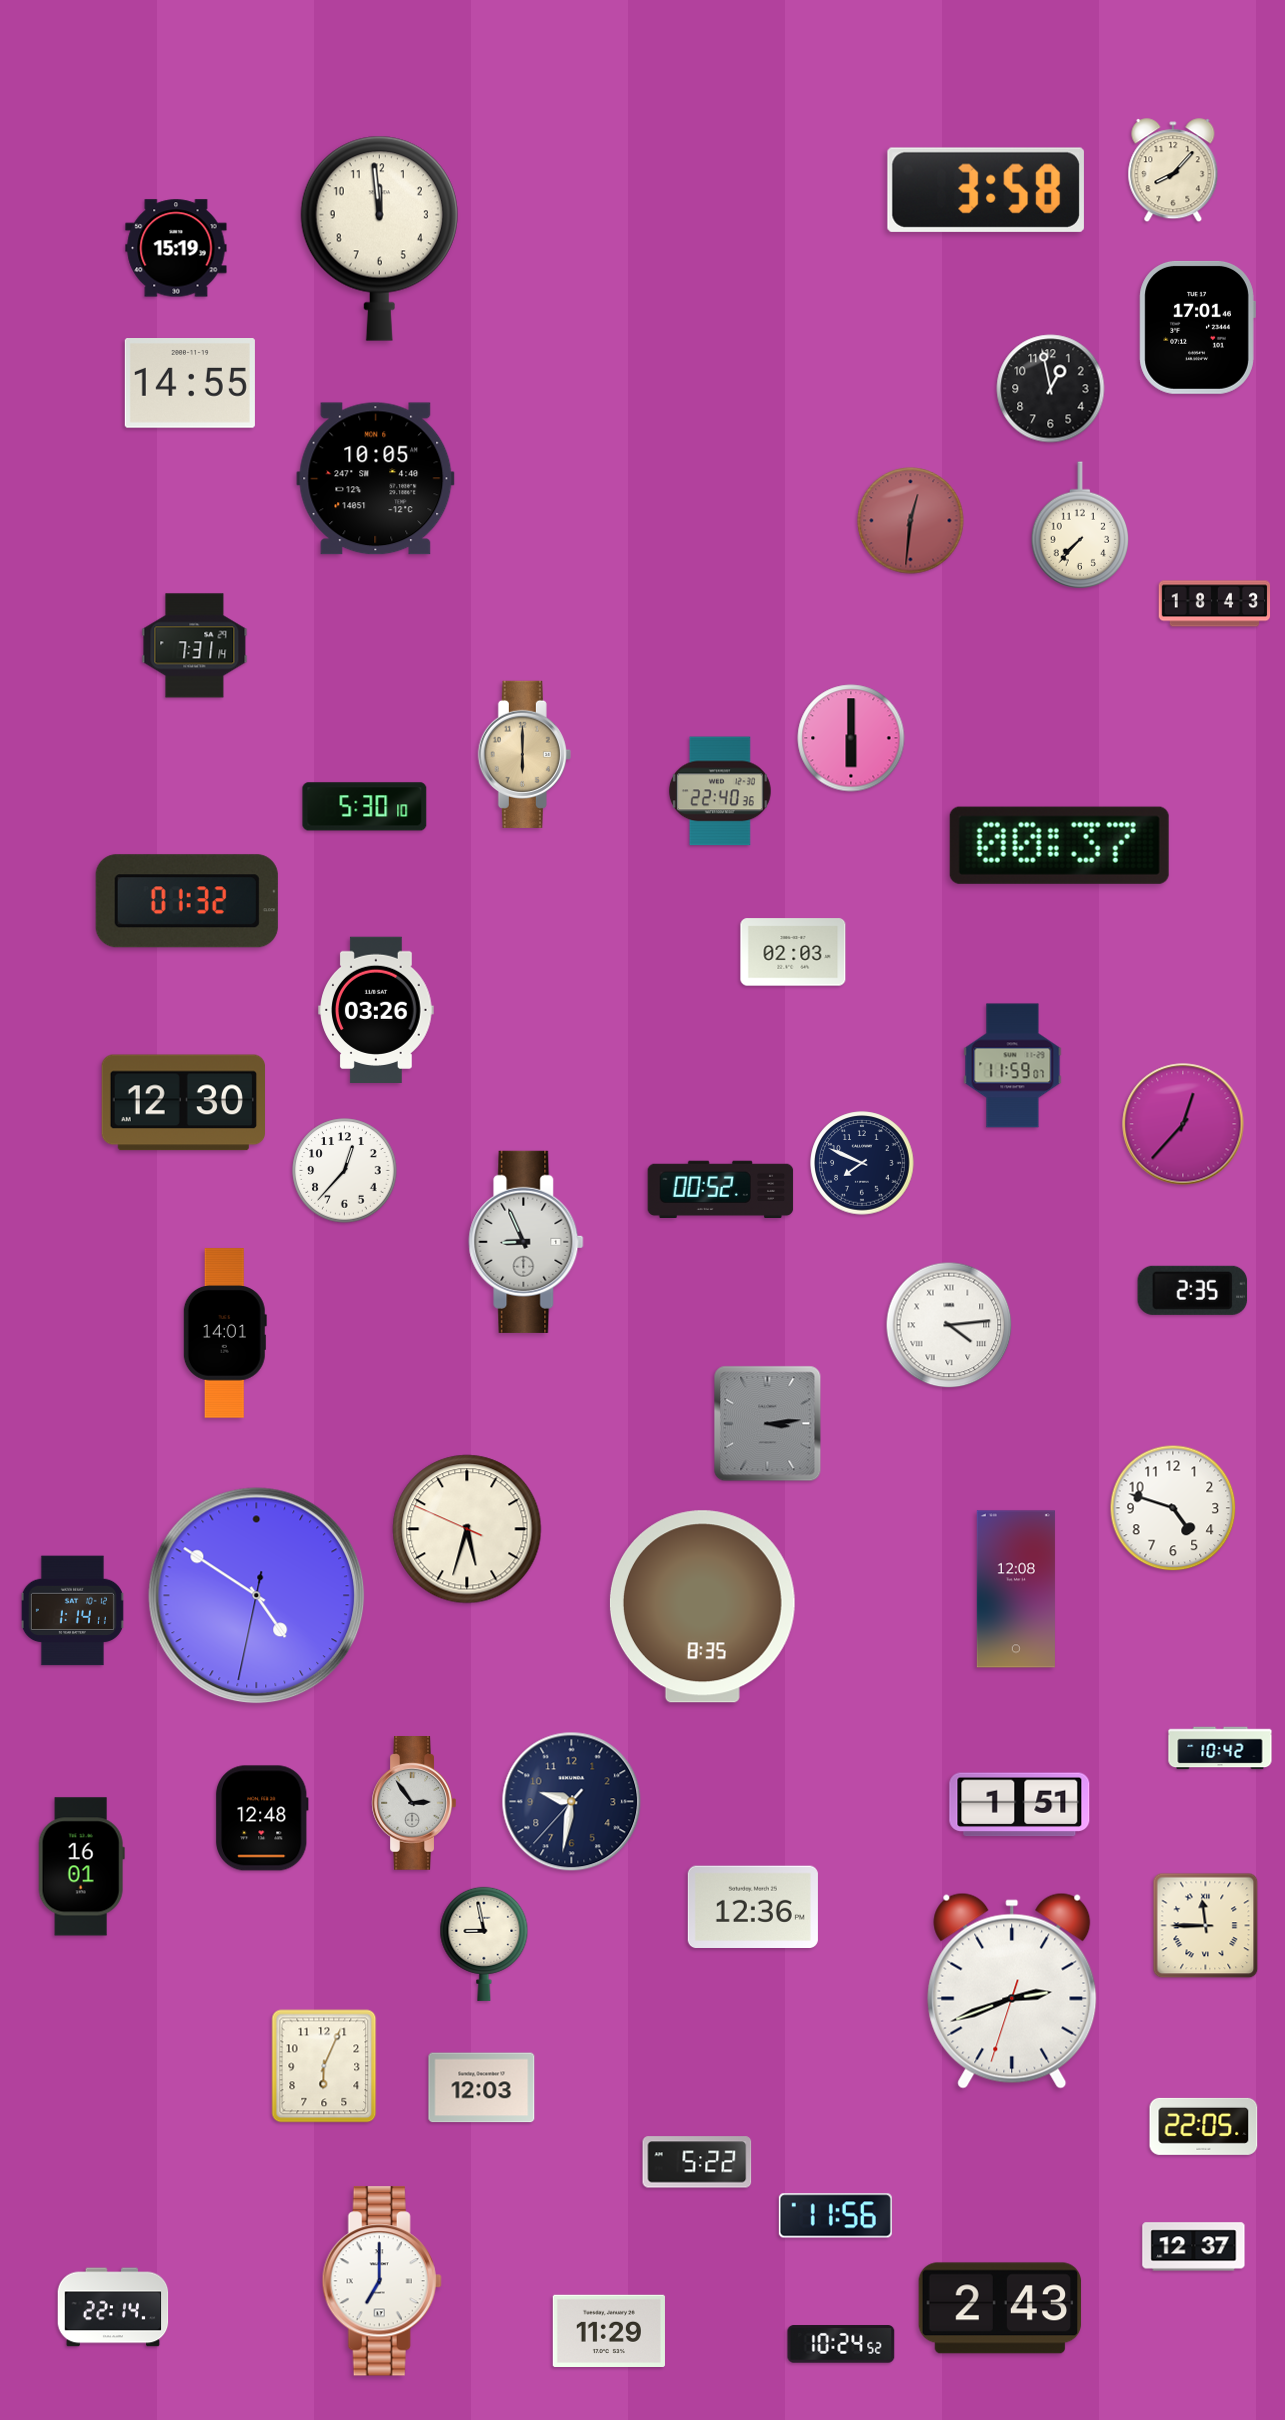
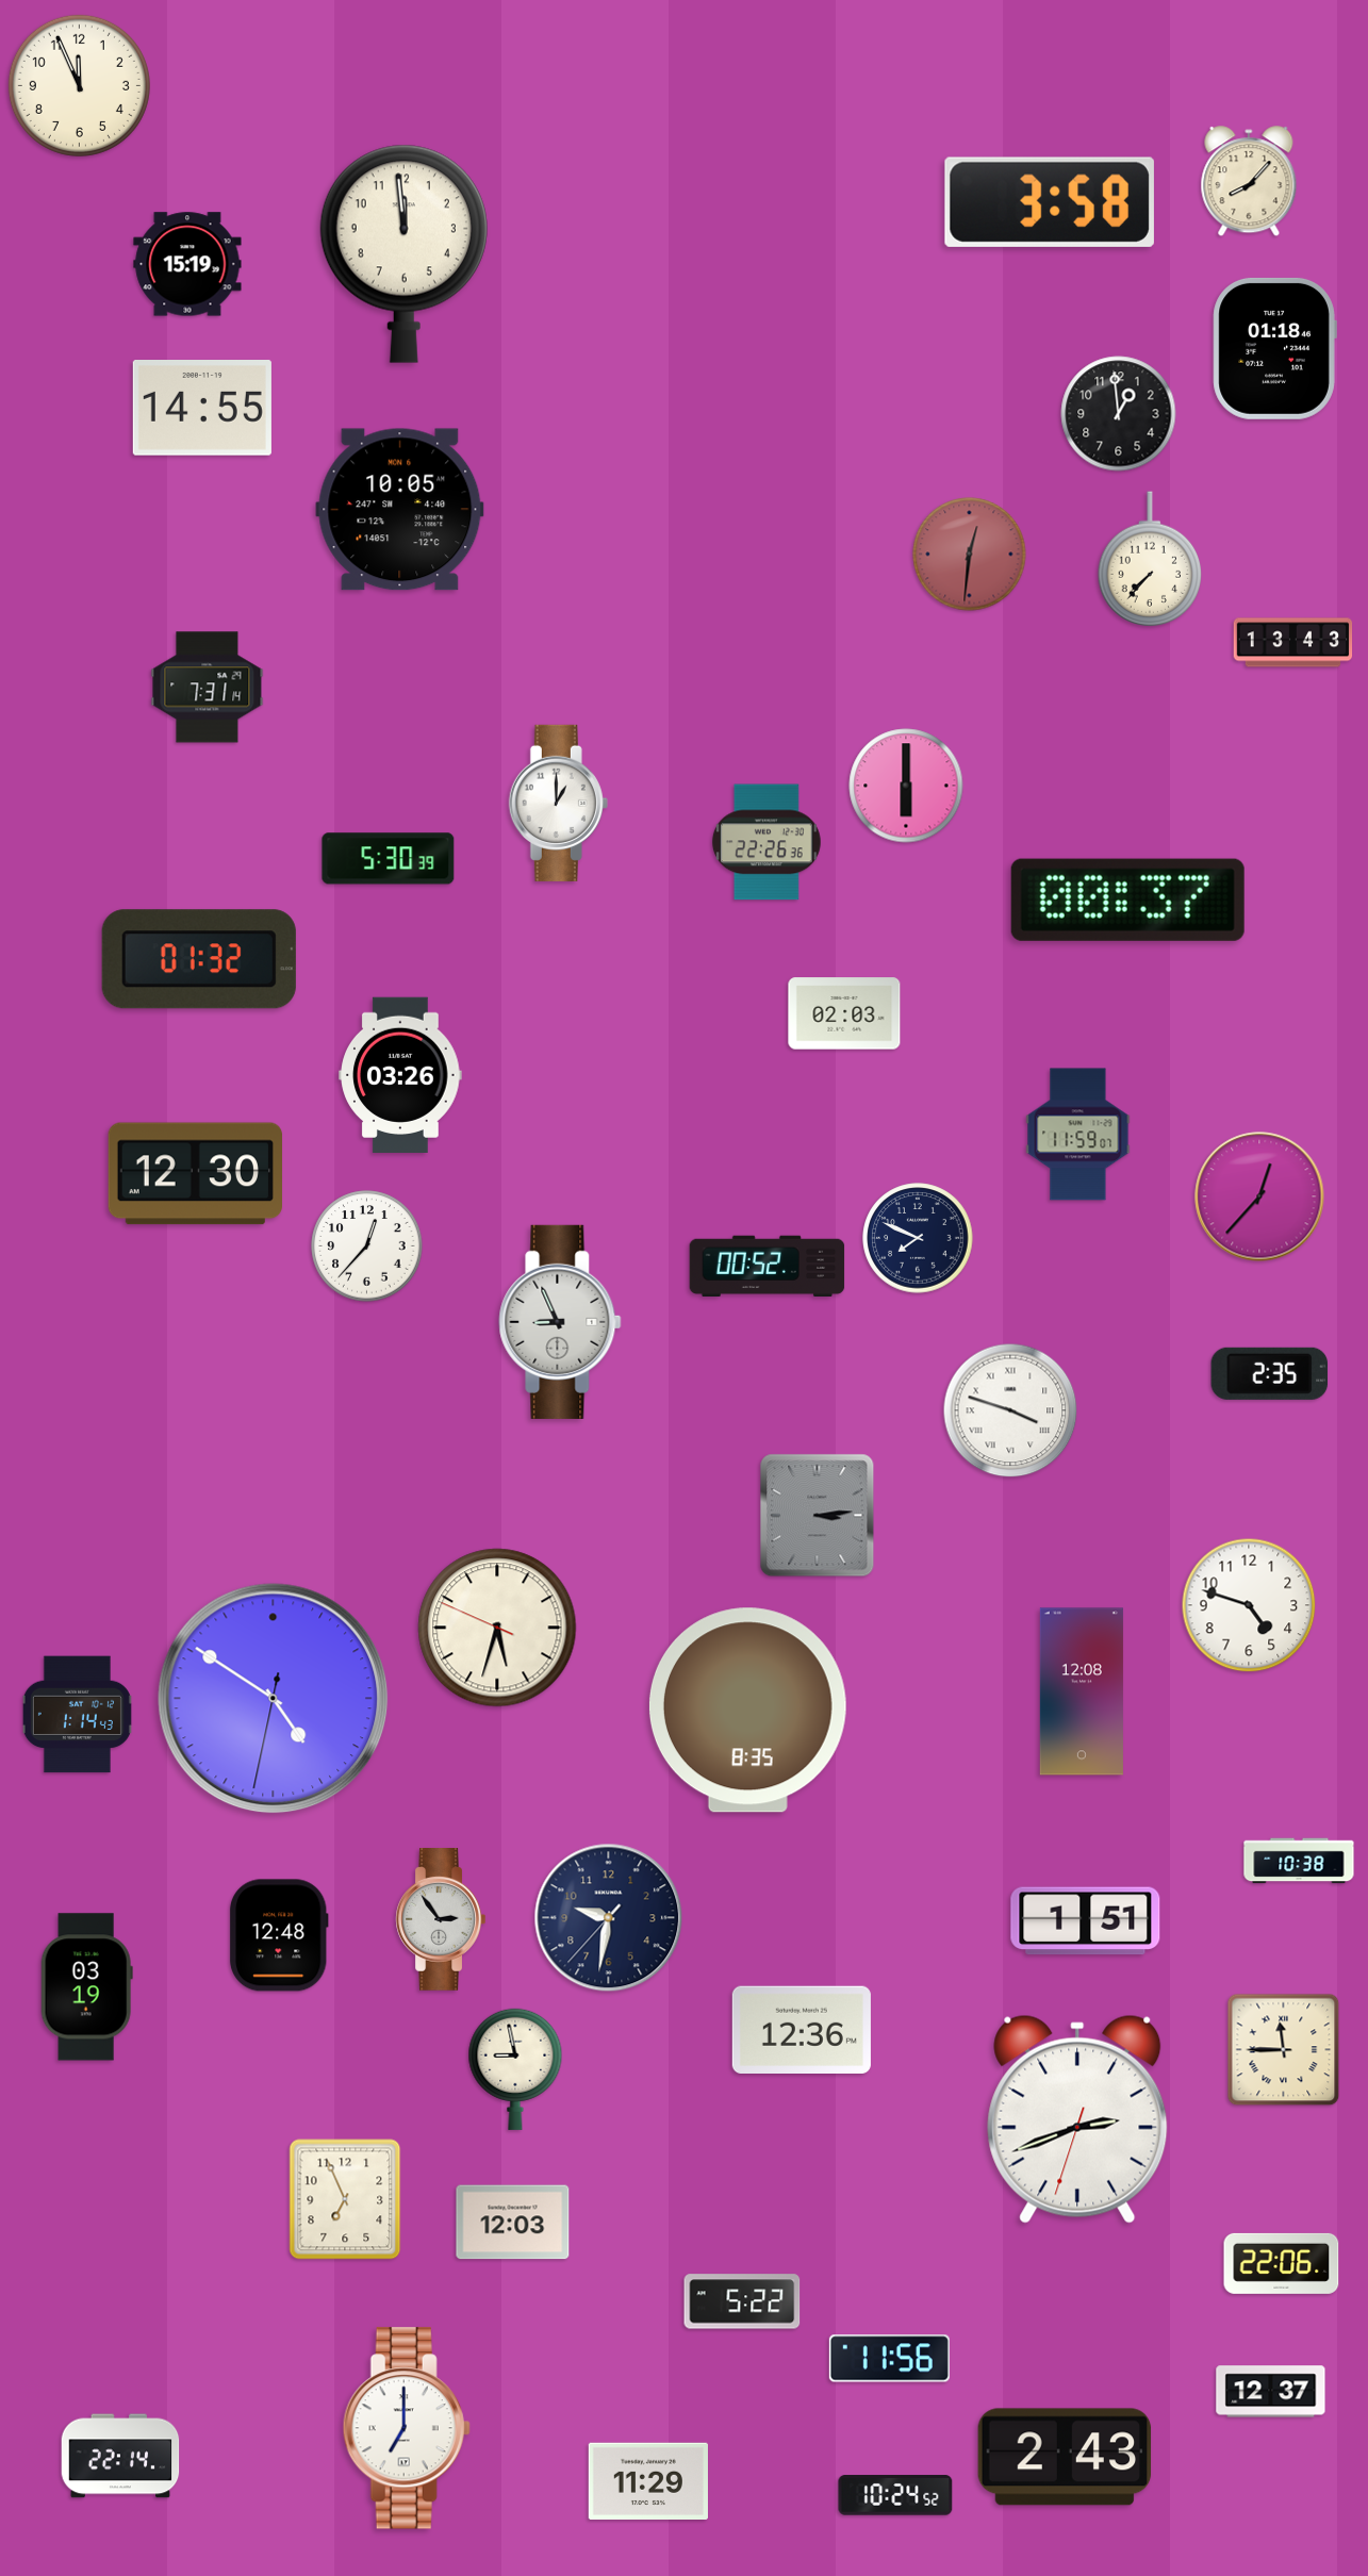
clock at (79, 85): none -> 11:56
clock at (1197, 327): 17:01 -> 01:18
clock at (1051, 389): 12:58 -> 12:59
clock at (1215, 604): 18:43 -> 13:43
clock at (524, 754): 6:00 -> 1:00
clock at (524, 754) dial: champagne -> white
clock at (720, 791): 22:40 -> 22:26
clock at (365, 807): 5:30:10 -> 5:30:39
clock at (949, 1325): 4:14 -> 3:48
clock at (225, 1333): 14:01 -> none
clock at (72, 1611): 1:14:11 -> 1:14:43
clock at (1220, 1748): 10:42 -> 10:38
clock at (81, 1867): 16:01 -> 03:19
clock at (324, 2066): 6:04 -> 6:56
clock at (1204, 2126): 22:05 -> 22:06
